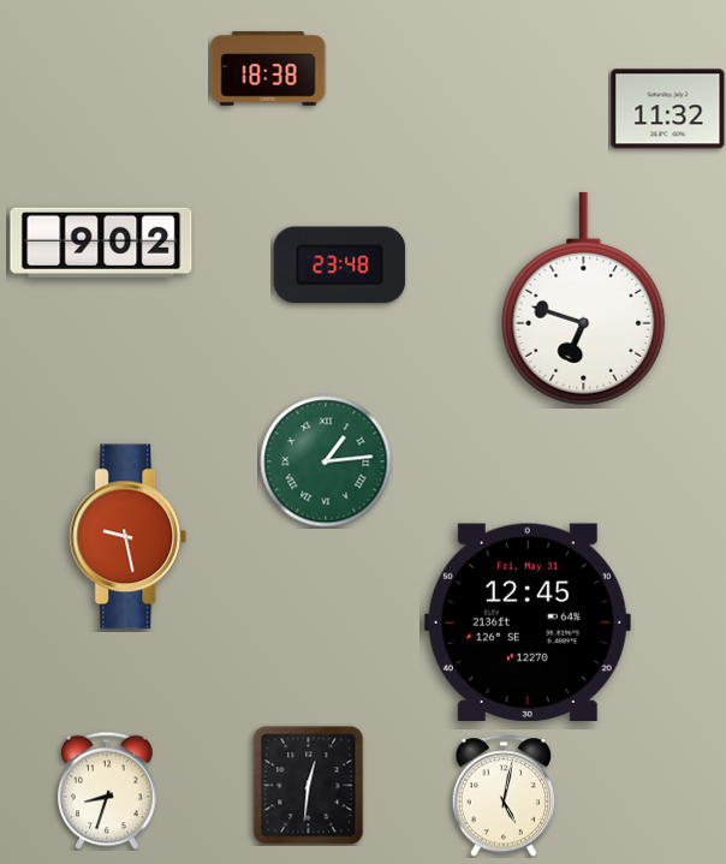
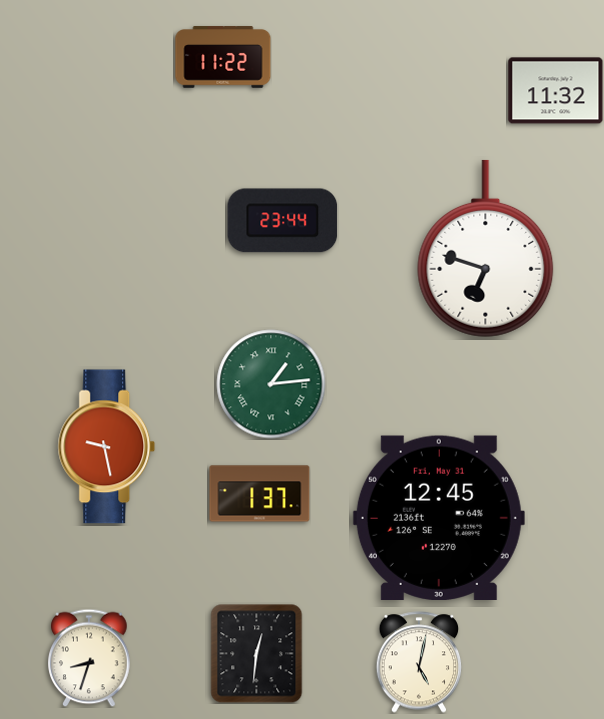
clock at (268, 68): 18:38 -> 11:22
clock at (101, 243): 9:02 -> none
clock at (340, 266): 23:48 -> 23:44
clock at (260, 494): none -> 1:37
